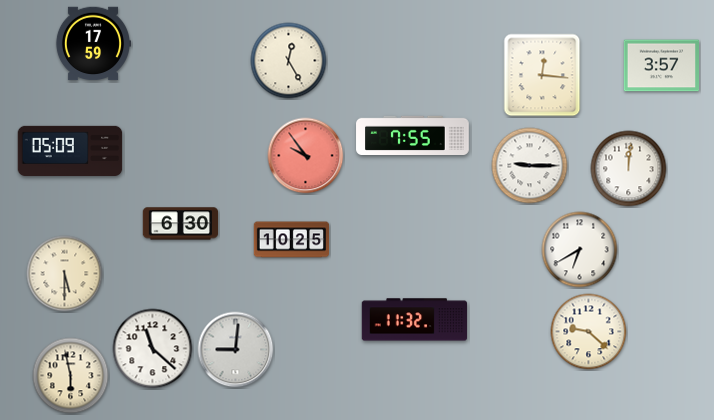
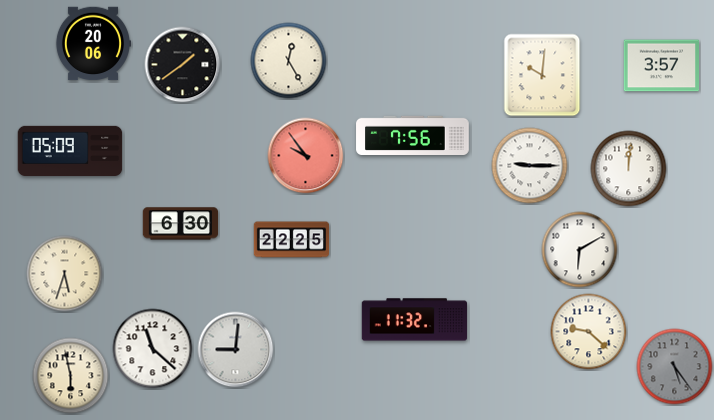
clock at (92, 44): 17:59 -> 20:06
clock at (183, 65): none -> 1:39
clock at (542, 75): 12:16 -> 10:01
clock at (413, 135): 7:55 -> 7:56
clock at (292, 240): 10:25 -> 22:25
clock at (580, 250): 6:40 -> 6:10
clock at (65, 274): 5:30 -> 5:33
clock at (675, 367): none -> 5:24
